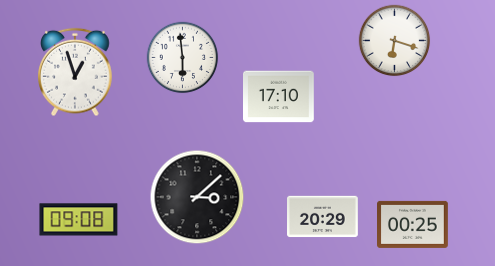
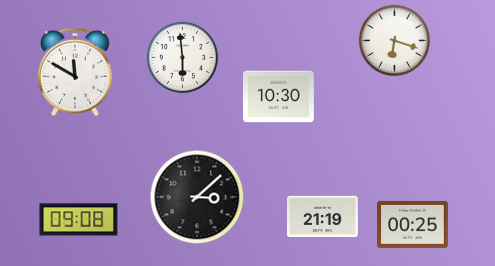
clock at (75, 72): 12:57 -> 11:50
clock at (279, 97): 17:10 -> 10:30
clock at (323, 217): 20:29 -> 21:19
